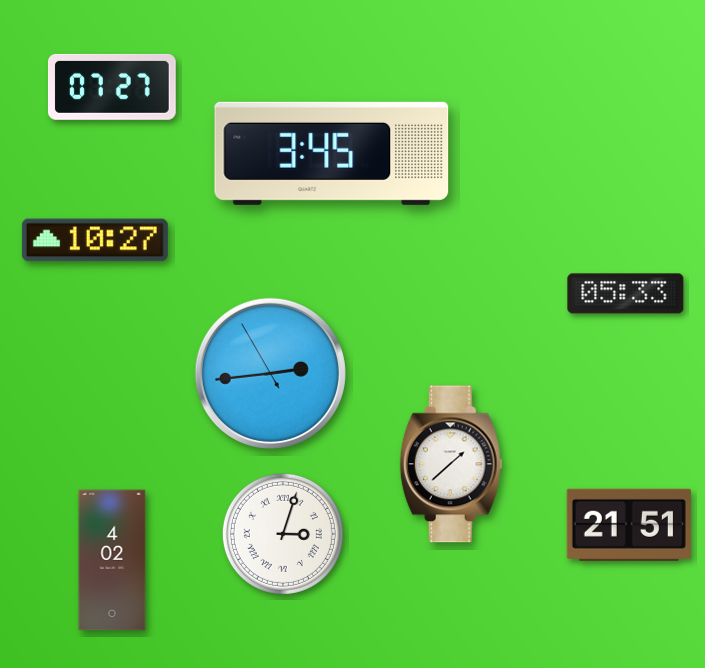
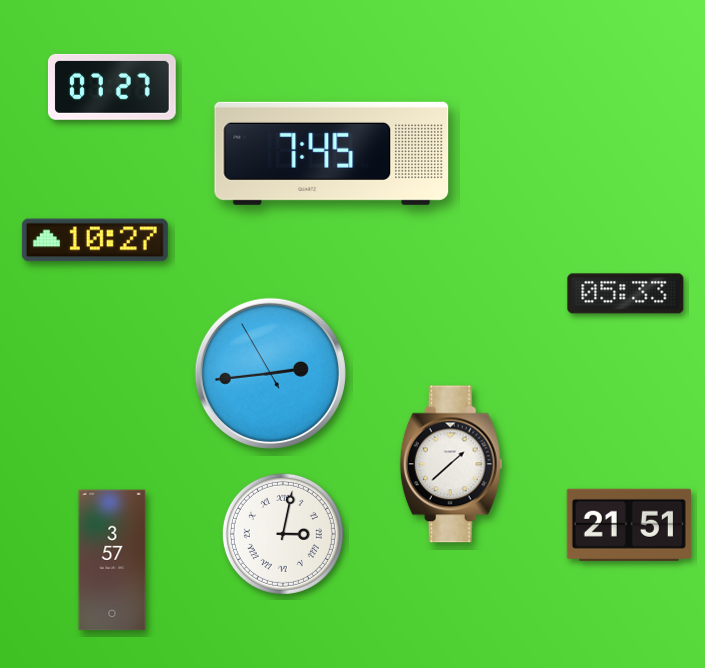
clock at (332, 153): 3:45 -> 7:45
clock at (283, 534): 3:03 -> 3:02
clock at (112, 560): 4:02 -> 3:57
